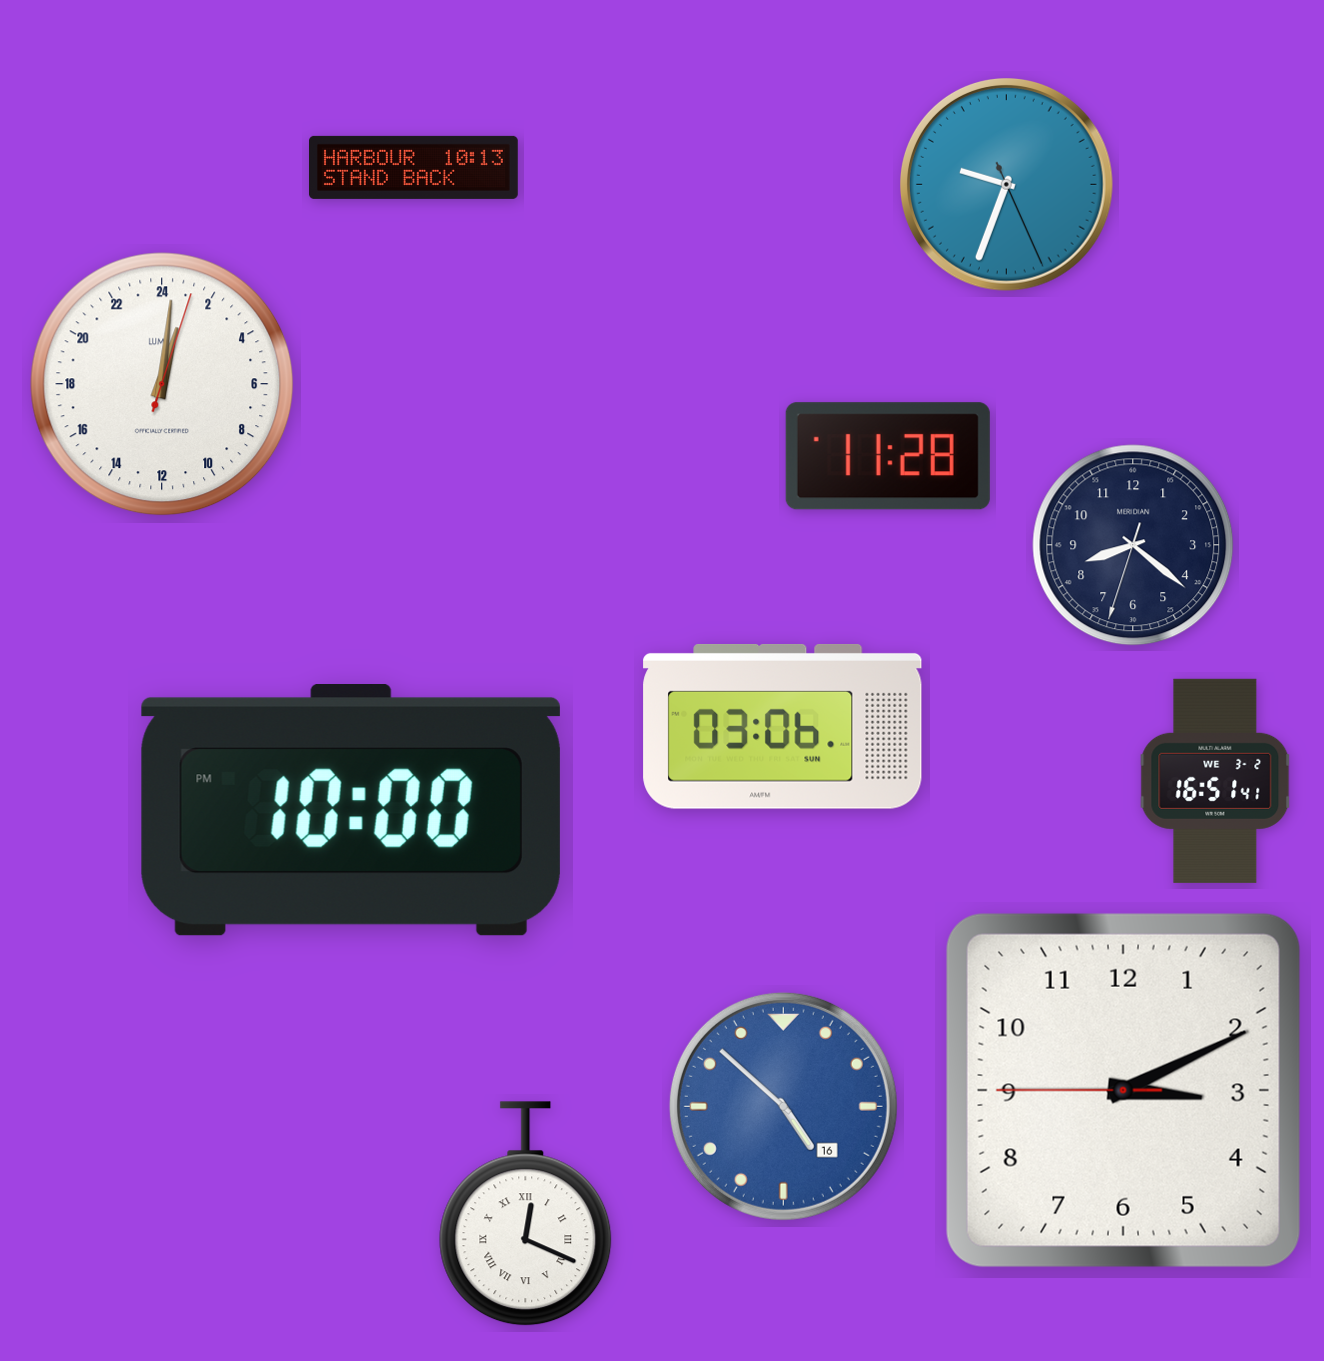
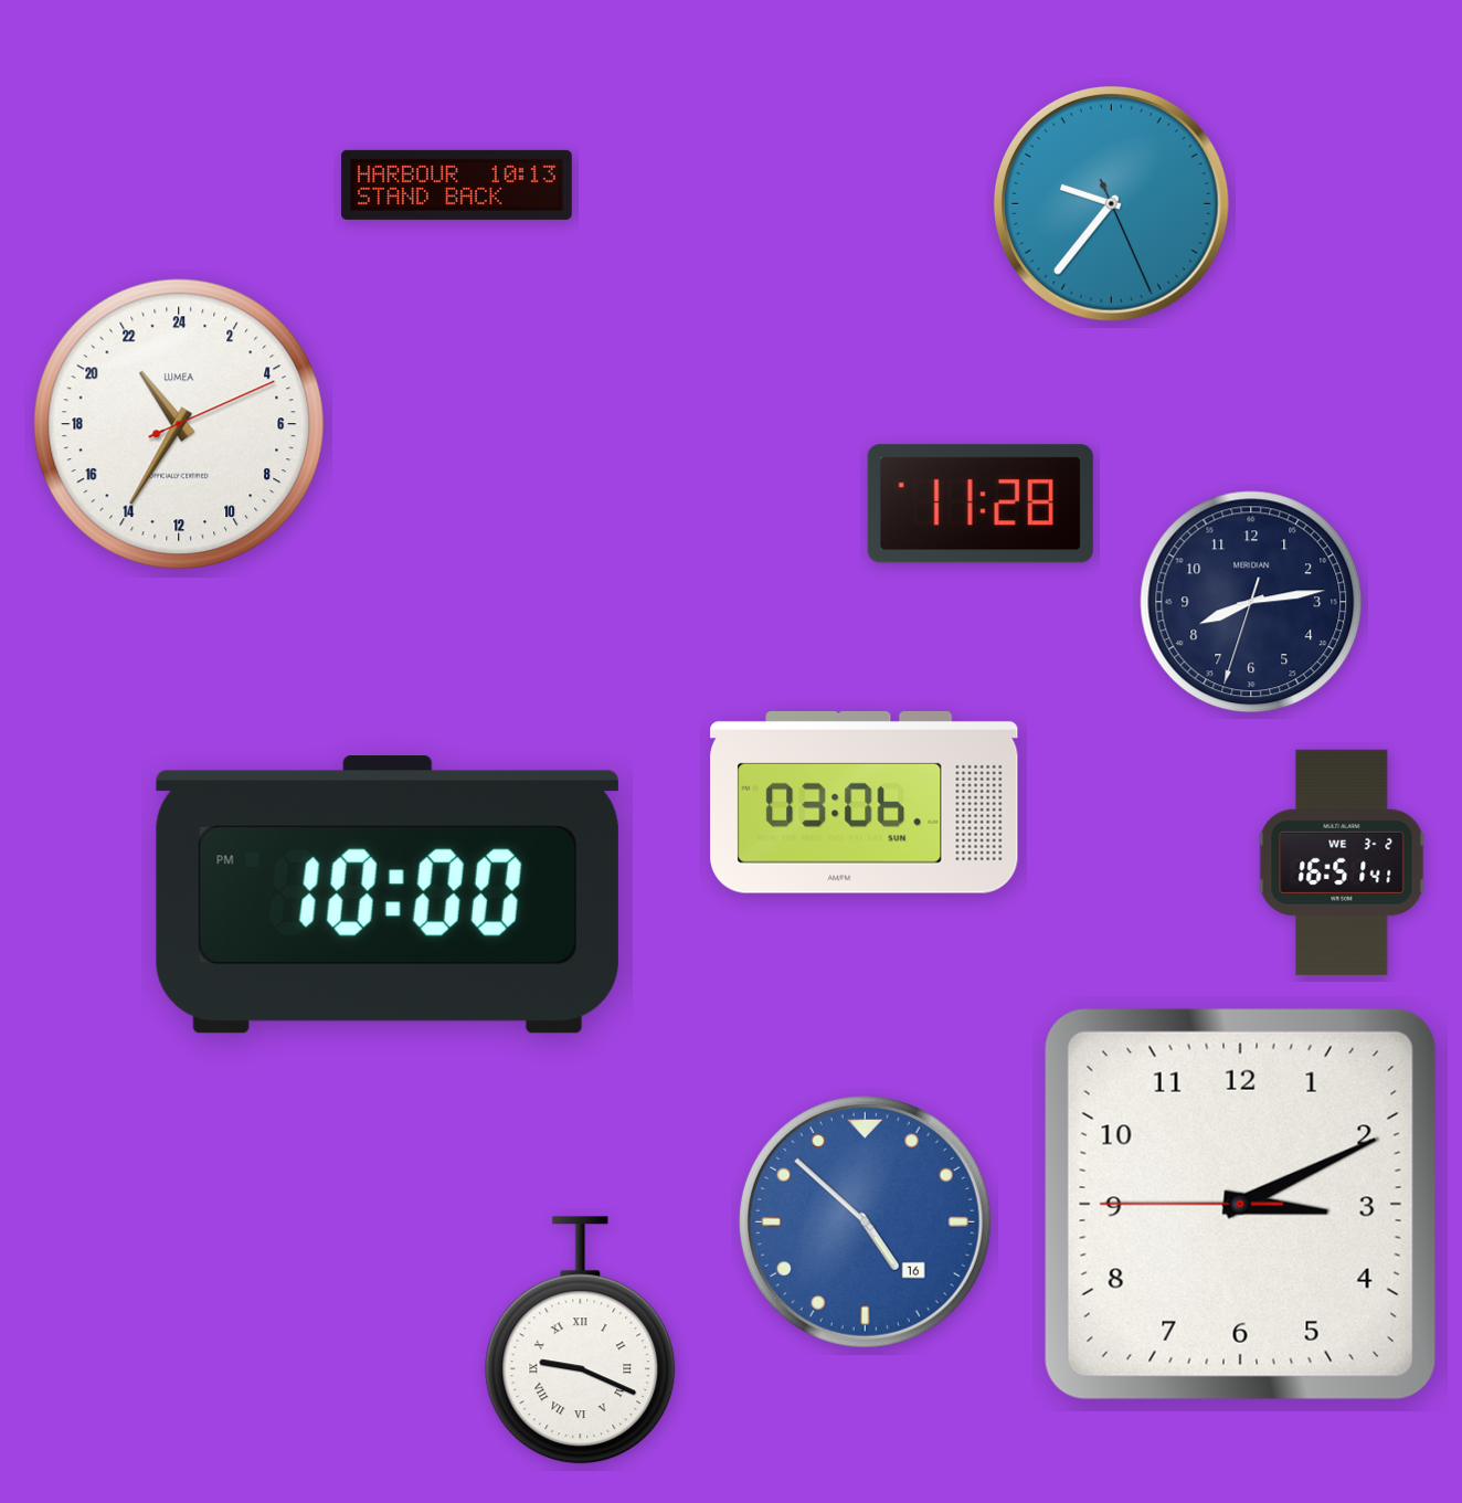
clock at (1007, 185): 9:33 -> 9:36
clock at (162, 384): 1:01 -> 21:35
clock at (1133, 545): 8:21 -> 8:13
clock at (526, 1214): 12:19 -> 9:19
